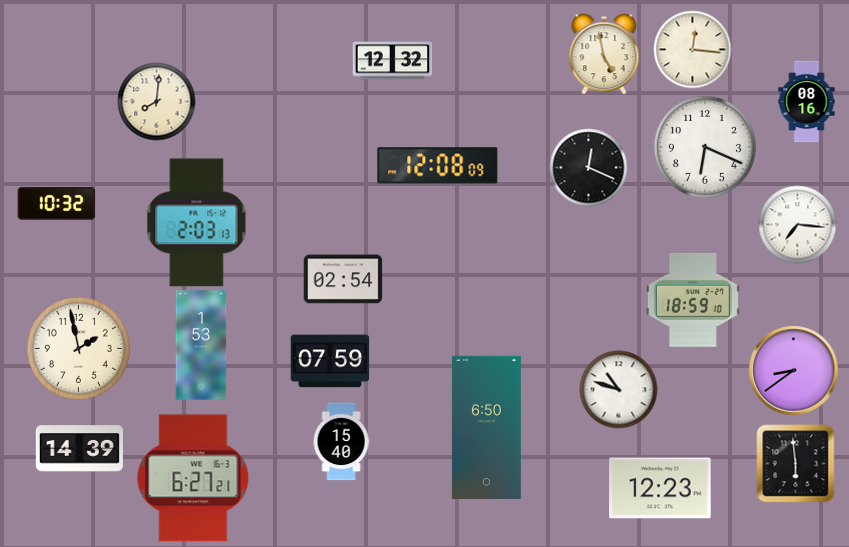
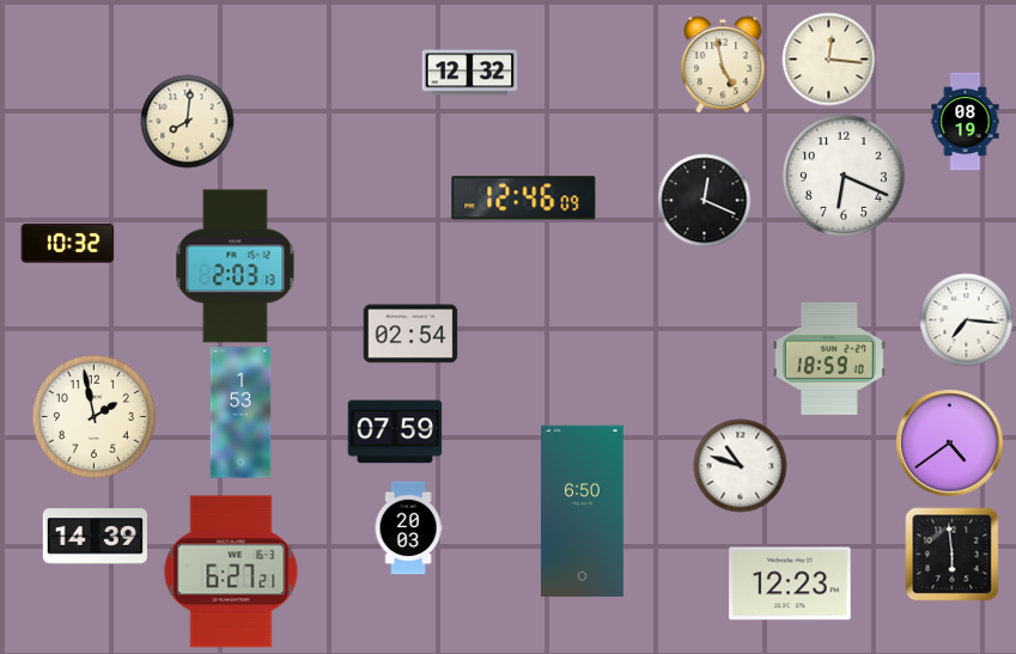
clock at (807, 101): 08:16 -> 08:19
clock at (438, 166): 12:08 -> 12:46
clock at (797, 224) position: (797, 224) -> (966, 319)
clock at (793, 370): 8:39 -> 4:39
clock at (341, 441): 15:40 -> 20:03
